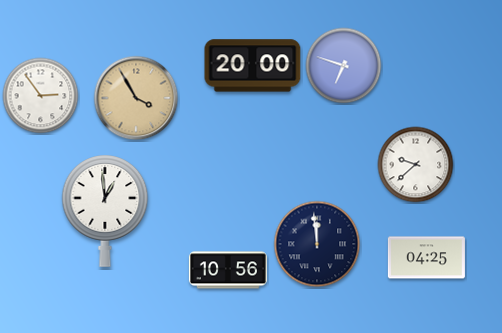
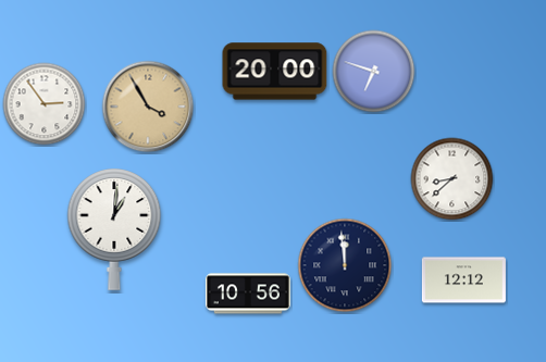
clock at (416, 165): 9:38 -> 8:38
clock at (105, 211): 12:59 -> 1:01
clock at (426, 258): 04:25 -> 12:12
